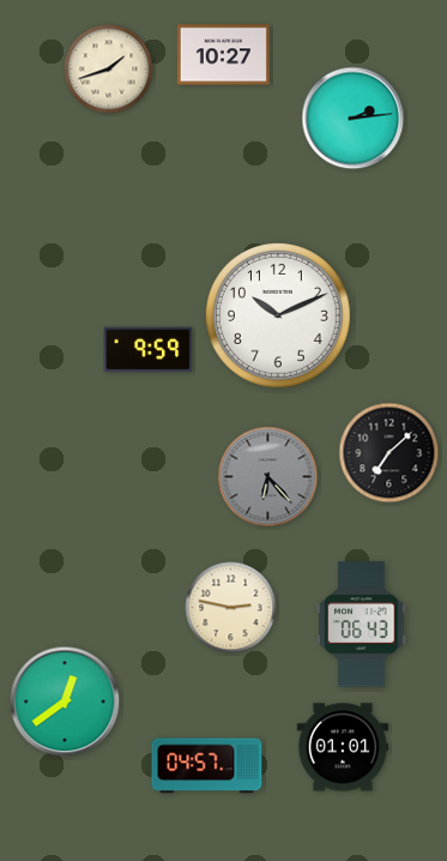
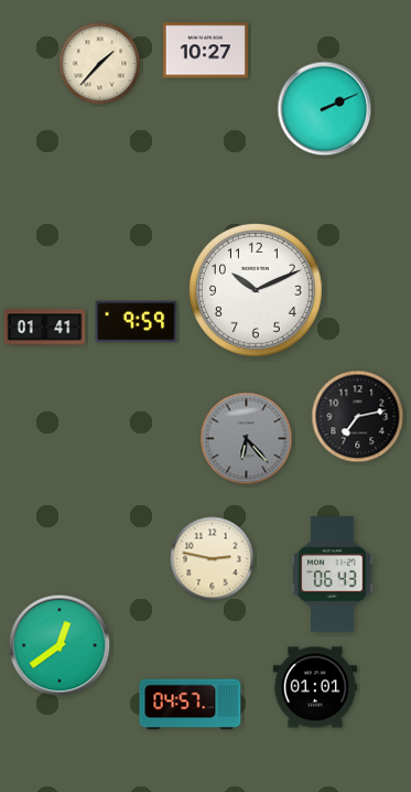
clock at (109, 70): 1:42 -> 1:37
clock at (354, 119): 2:14 -> 2:11
clock at (45, 328): none -> 01:41
clock at (389, 453): 7:08 -> 7:13
